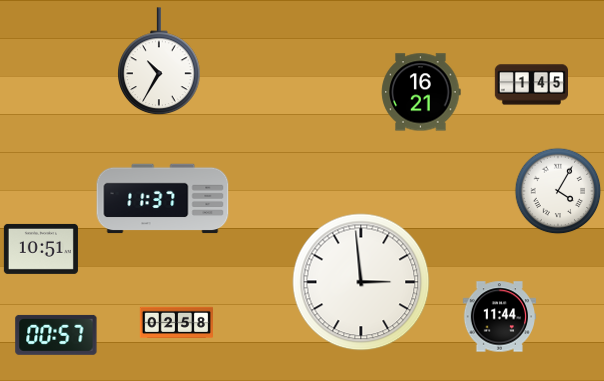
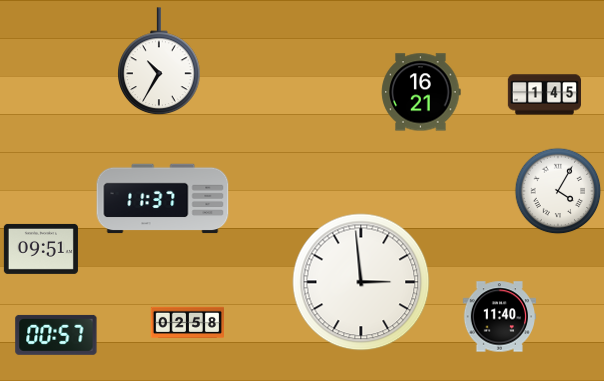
clock at (531, 85) position: (531, 85) -> (544, 95)
clock at (41, 249): 10:51 -> 09:51
clock at (499, 317): 11:44 -> 11:40
clock at (176, 322) position: (176, 322) -> (187, 322)
